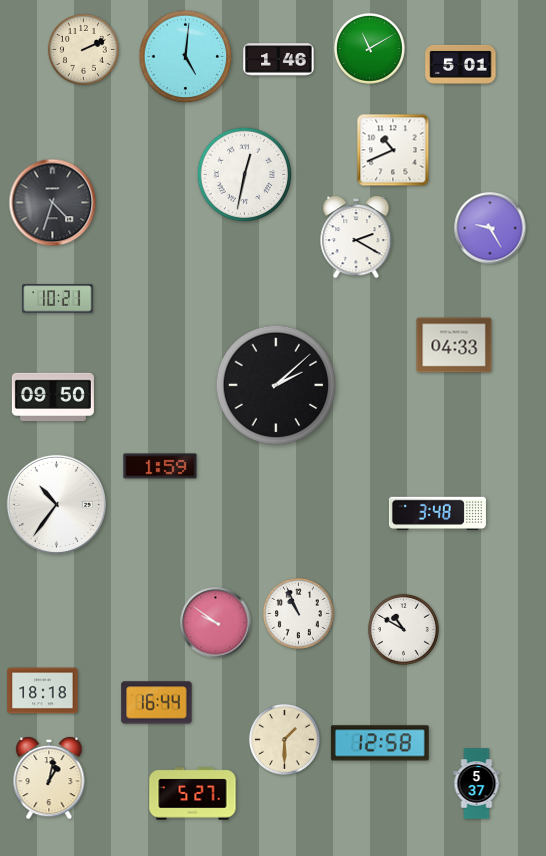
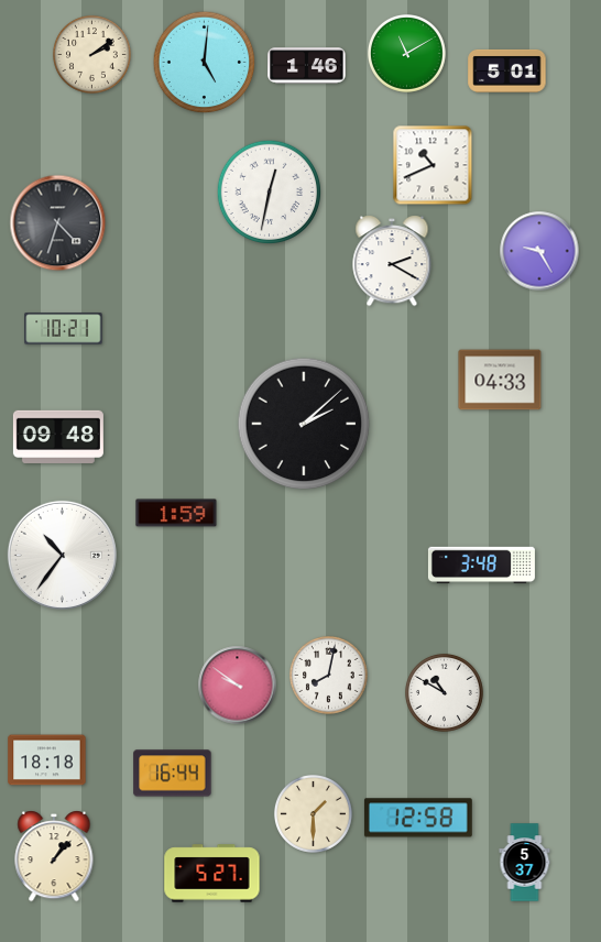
clock at (83, 49): 2:11 -> 2:09
clock at (53, 397): 09:50 -> 09:48
clock at (298, 613): 10:56 -> 8:02
clock at (49, 778): 1:02 -> 1:07
